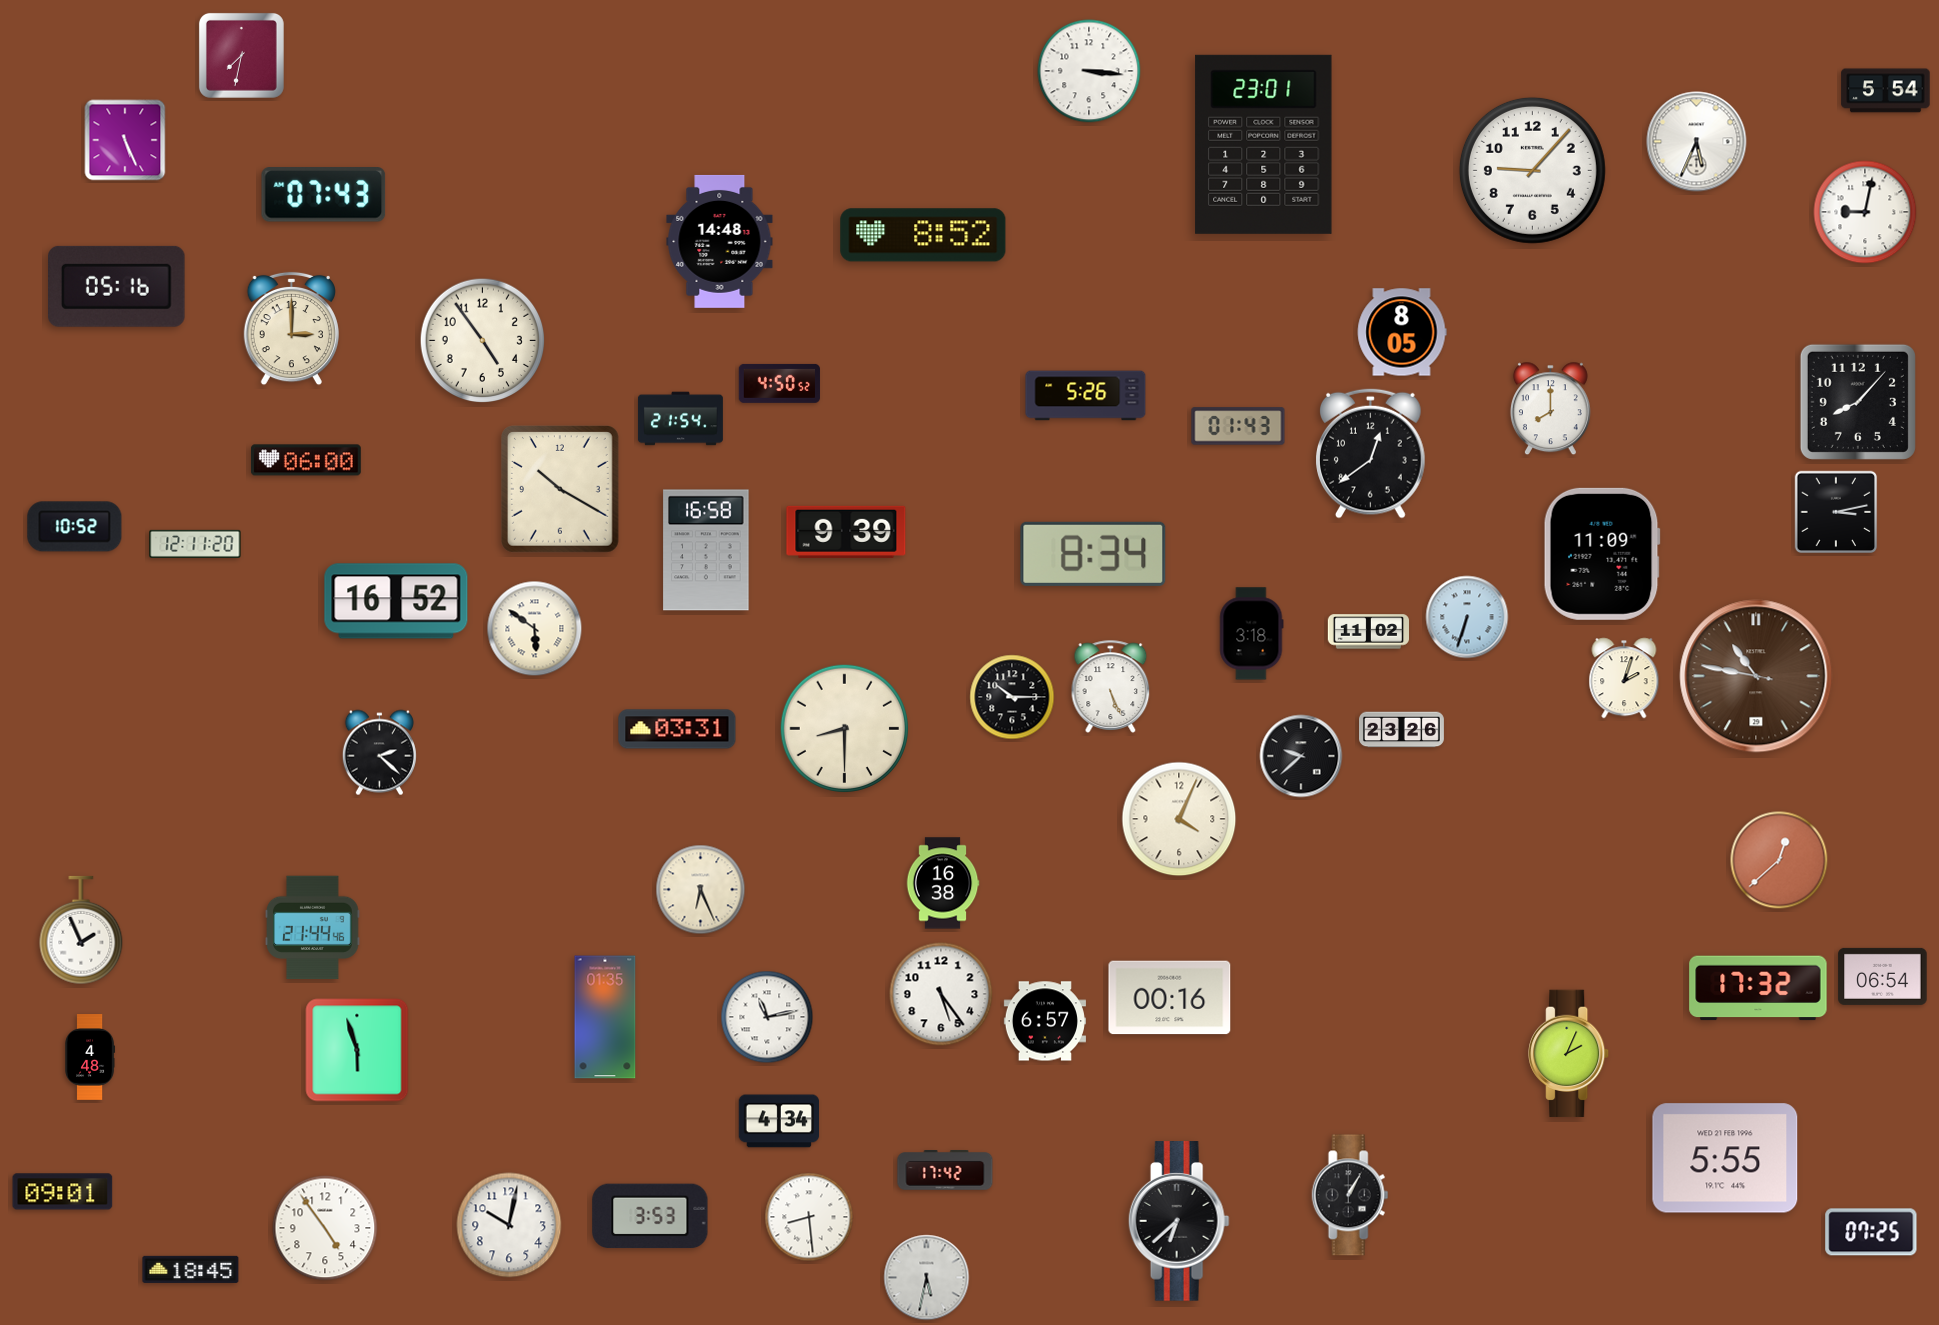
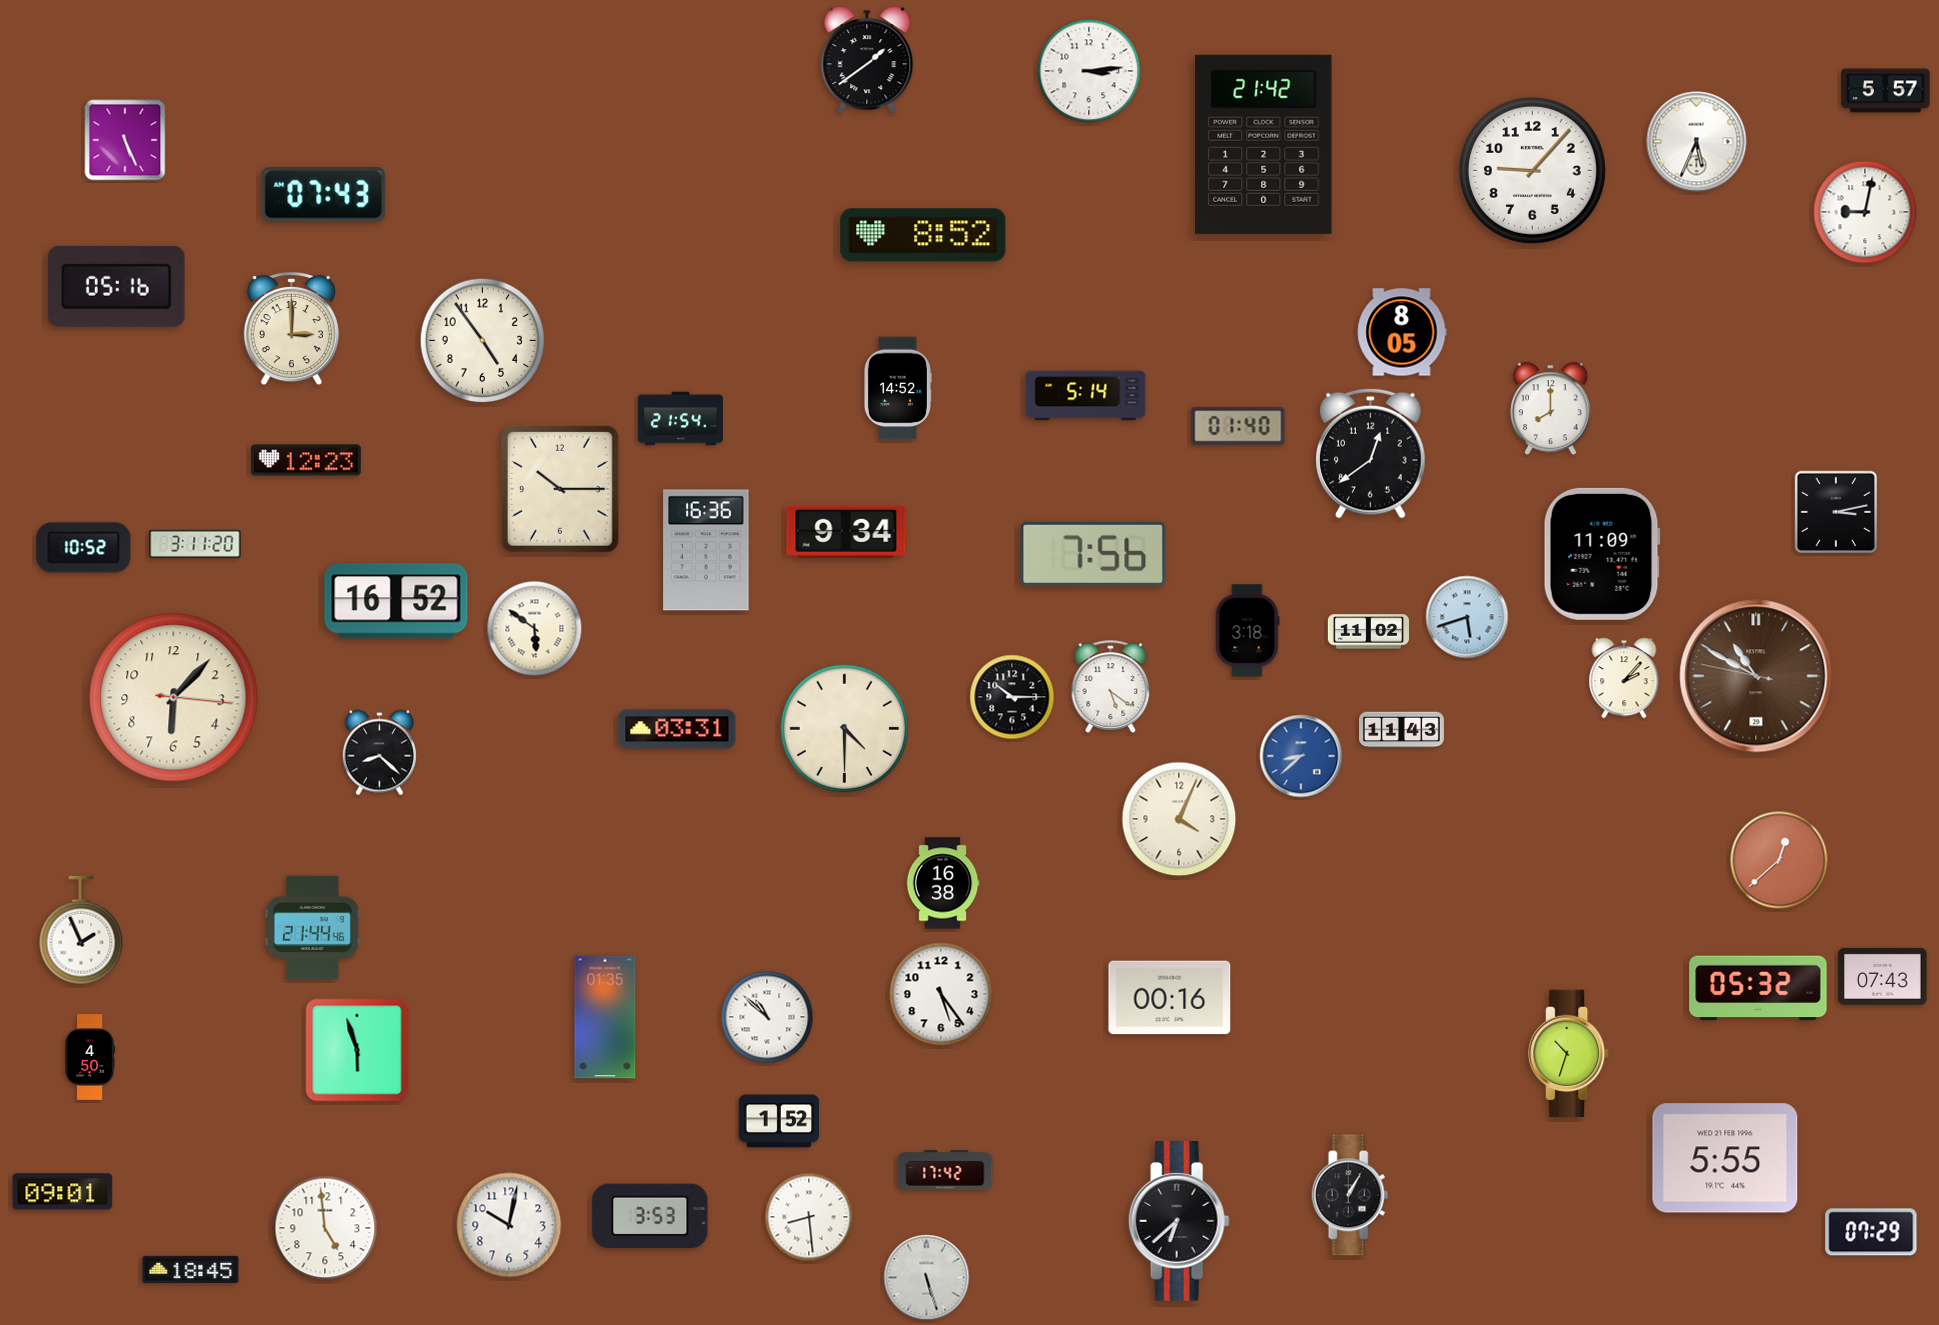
clock at (241, 55): 7:32 -> none
clock at (867, 60): none -> 1:39
clock at (1089, 71): 3:16 -> 3:14
clock at (1886, 91): 5:54 -> 5:57
clock at (1264, 144): 23:01 -> 21:42
clock at (720, 241): 14:48 -> none
clock at (779, 383): 4:50 -> none
clock at (898, 388): none -> 14:52
clock at (1086, 396): 5:26 -> 5:14
clock at (1858, 402): 8:07 -> none
clock at (1238, 426): 01:43 -> 01:40
clock at (306, 460): 06:00 -> 12:23
clock at (561, 489): 10:20 -> 10:15
clock at (75, 527) position: (75, 527) -> (84, 548)
clock at (846, 532): 9:39 -> 9:34
clock at (195, 544): 12:11 -> 3:11
clock at (706, 550): 16:58 -> 16:36
clock at (1093, 554): 8:34 -> 7:56
clock at (1467, 617): 6:33 -> 5:42
clock at (1252, 634) position: (1252, 634) -> (1248, 631)
clock at (1756, 676): 10:46 -> 10:49
clock at (1624, 678): 2:03 -> 2:07
clock at (1111, 686): 5:26 -> 5:21
clock at (174, 698): none -> 6:07
clock at (844, 728): 8:30 -> 4:30
clock at (1402, 730): 23:26 -> 11:43
clock at (379, 753): 2:22 -> 8:22
clock at (1301, 756): 9:38 -> 8:38
clock at (1301, 756) dial: black -> blue
clock at (701, 890): 6:26 -> none
clock at (1883, 976): 06:54 -> 07:43
clock at (1758, 988): 17:32 -> 05:32
clock at (767, 1017): 11:13 -> 10:52
clock at (1045, 1021): 6:57 -> none
clock at (1569, 1054): 2:04 -> 10:33
clock at (90, 1057): 4:48 -> 4:50
clock at (779, 1121): 4:34 -> 1:52
clock at (325, 1228): 4:54 -> 4:59
clock at (1871, 1232): 07:25 -> 07:29
clock at (927, 1278): 5:32 -> 5:27
